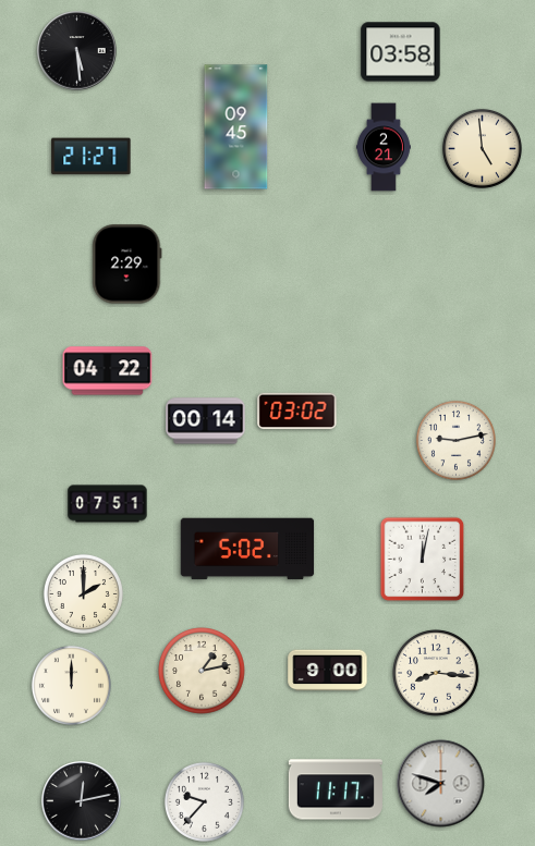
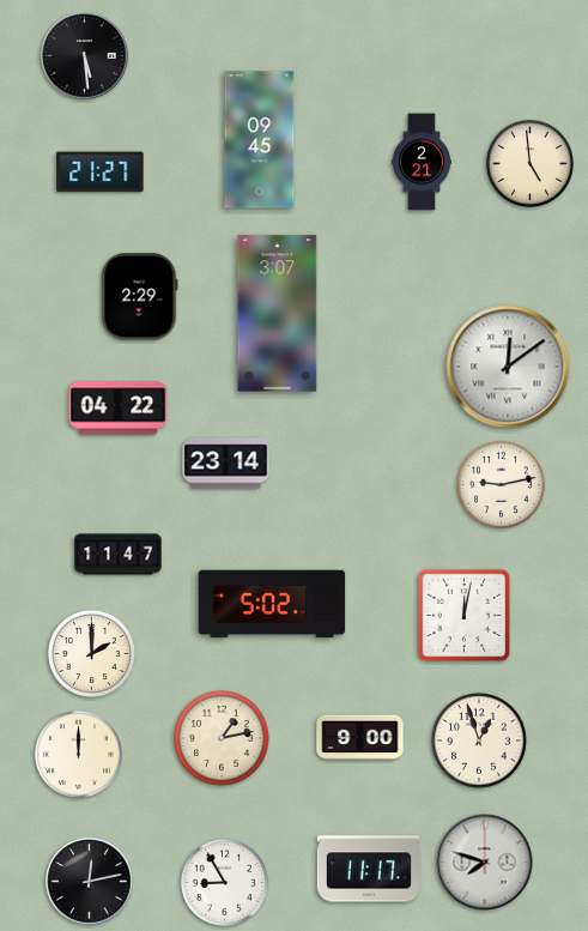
clock at (401, 52): 03:58 -> none
clock at (127, 265) position: (127, 265) -> (140, 297)
clock at (278, 314): none -> 3:07
clock at (508, 367): none -> 12:09
clock at (297, 412): 03:02 -> none
clock at (206, 421): 00:14 -> 23:14
clock at (108, 504): 07:51 -> 11:47
clock at (436, 673): 8:16 -> 12:57
clock at (204, 801): 9:37 -> 8:55
